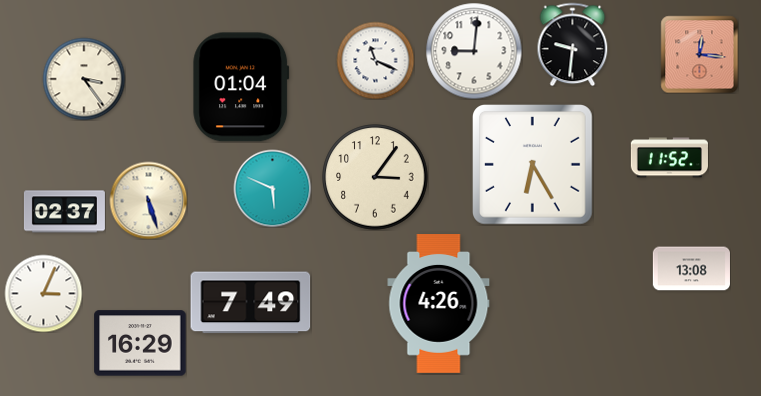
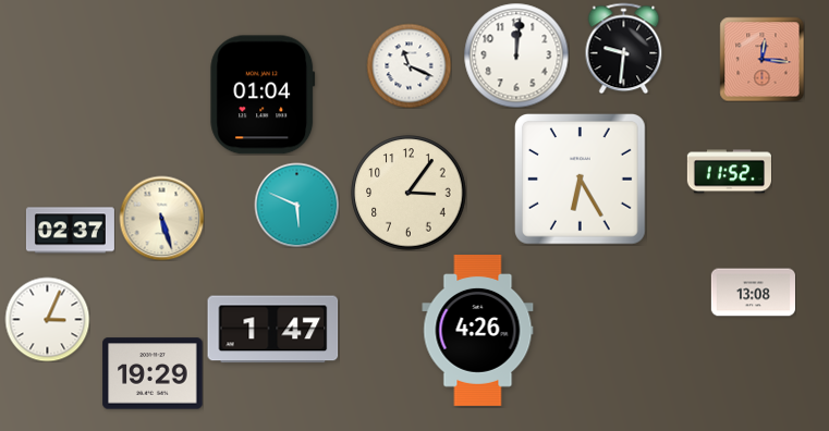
clock at (474, 51): 9:01 -> 12:01
clock at (84, 79): 3:24 -> none
clock at (251, 303): 7:49 -> 1:47
clock at (140, 343): 16:29 -> 19:29
